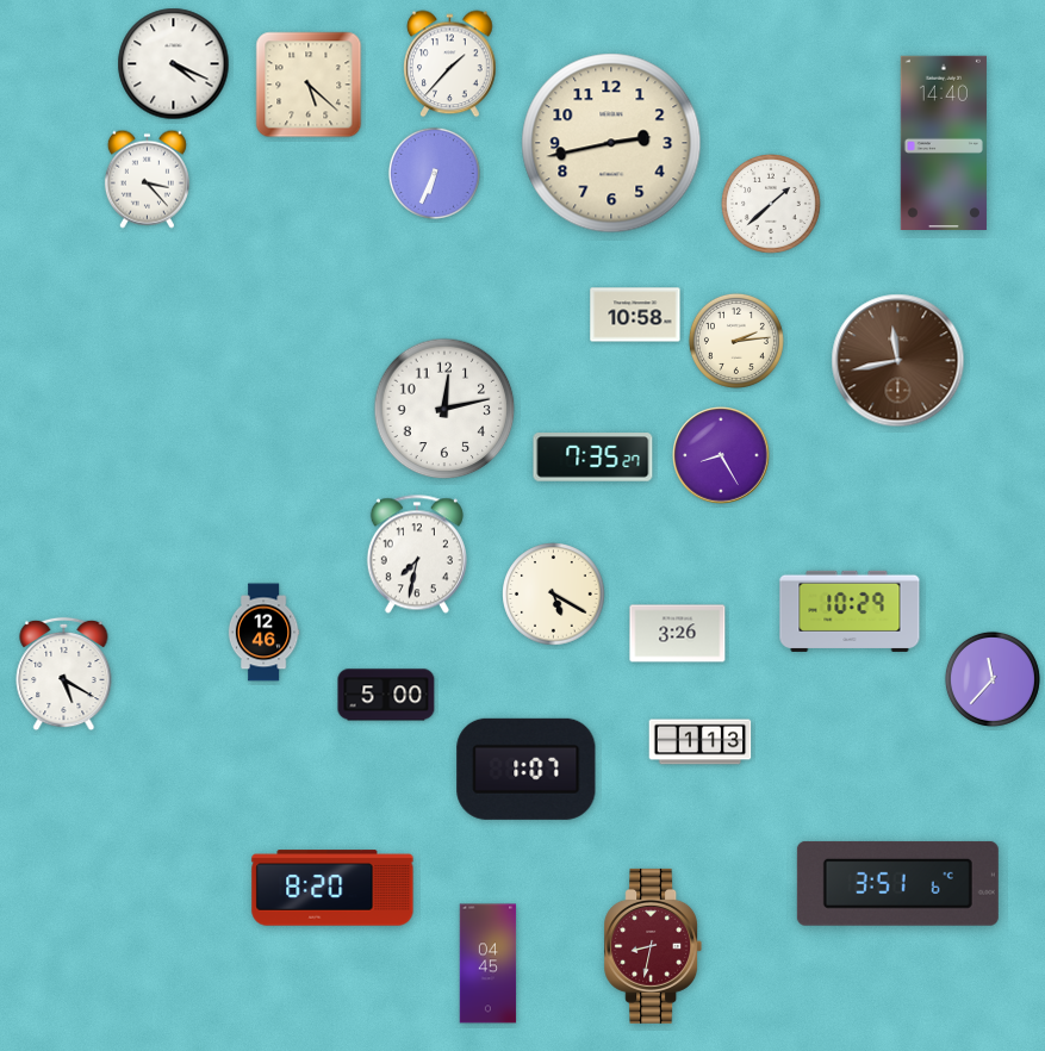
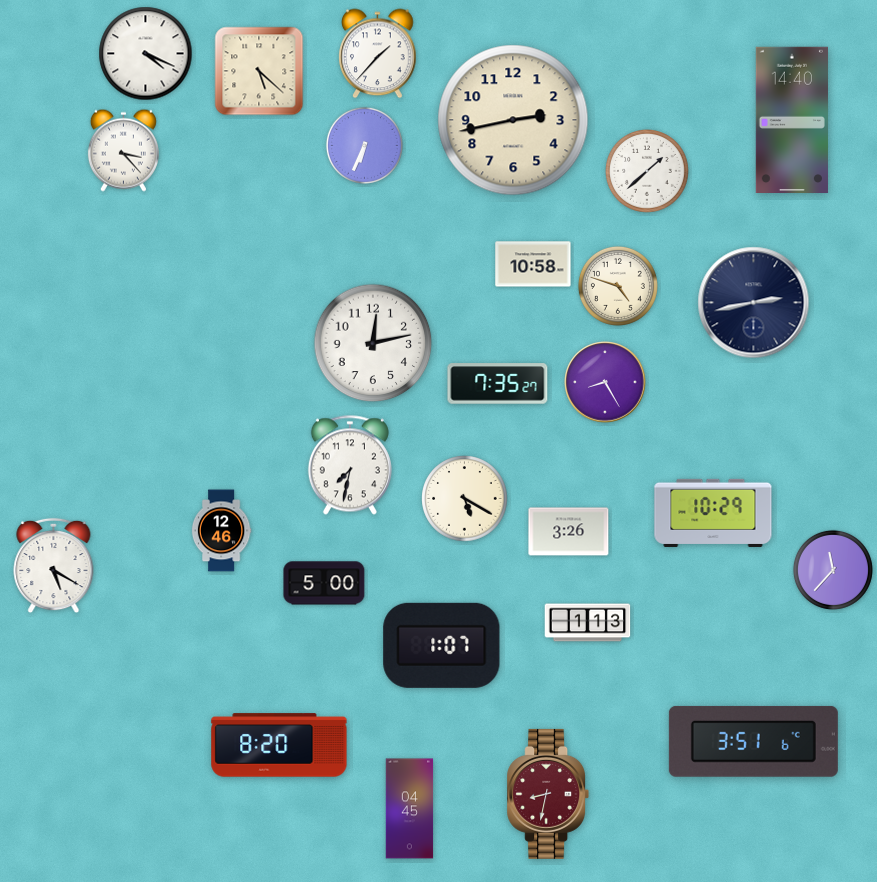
clock at (736, 341): 2:14 -> 4:48
clock at (898, 361): 11:43 -> 2:43
clock at (898, 361) dial: brown -> navy
